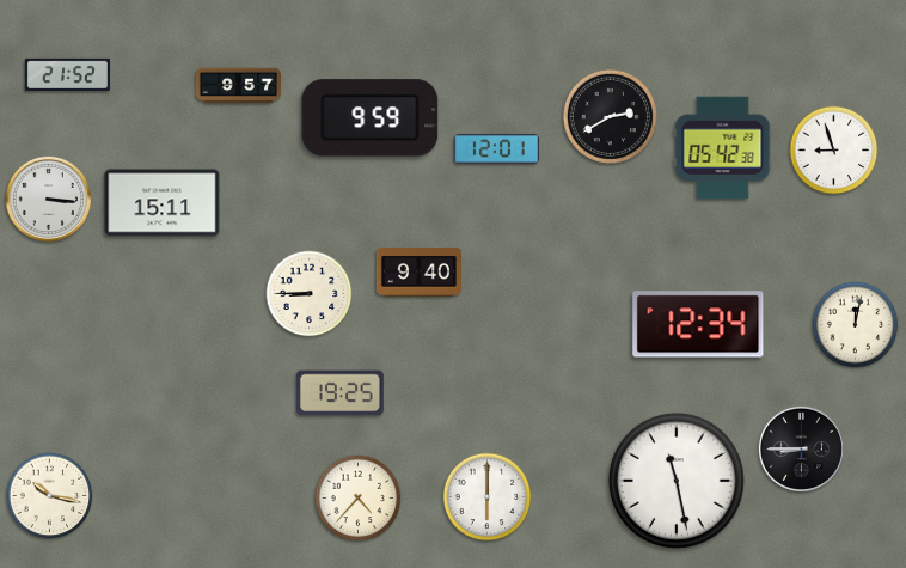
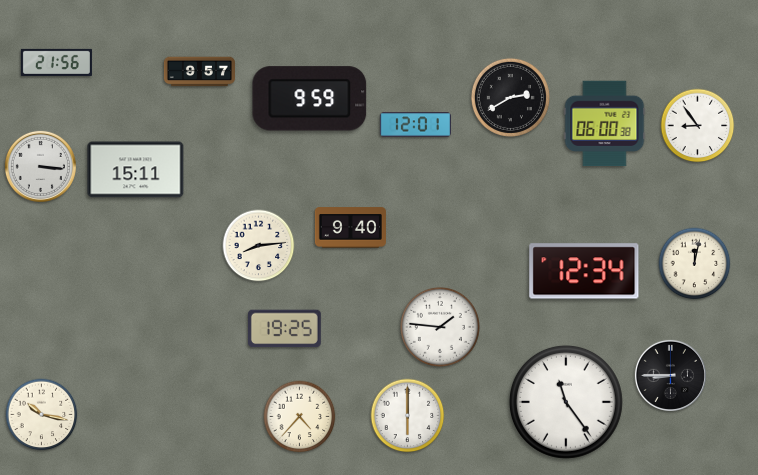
clock at (67, 74): 21:52 -> 21:56
clock at (723, 148): 05:42 -> 06:00
clock at (834, 151): 8:57 -> 8:54
clock at (310, 294): 8:45 -> 8:14
clock at (856, 325) position: (856, 325) -> (695, 264)
clock at (440, 327): none -> 1:46
clock at (677, 481): 11:28 -> 11:24
